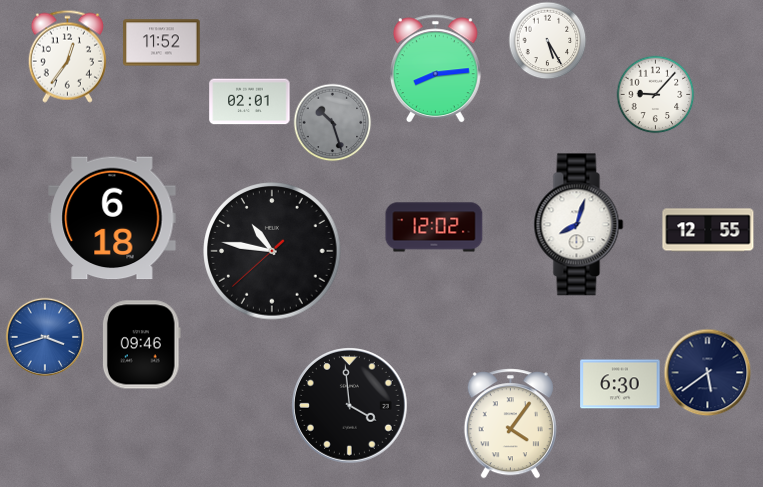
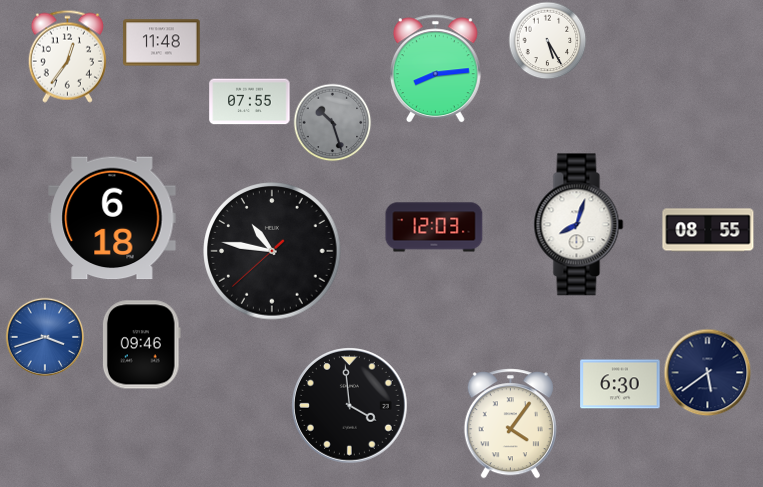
clock at (162, 43): 11:52 -> 11:48
clock at (655, 94): 9:07 -> none
clock at (250, 102): 02:01 -> 07:55
clock at (434, 227): 12:02 -> 12:03
clock at (708, 230): 12:55 -> 08:55
